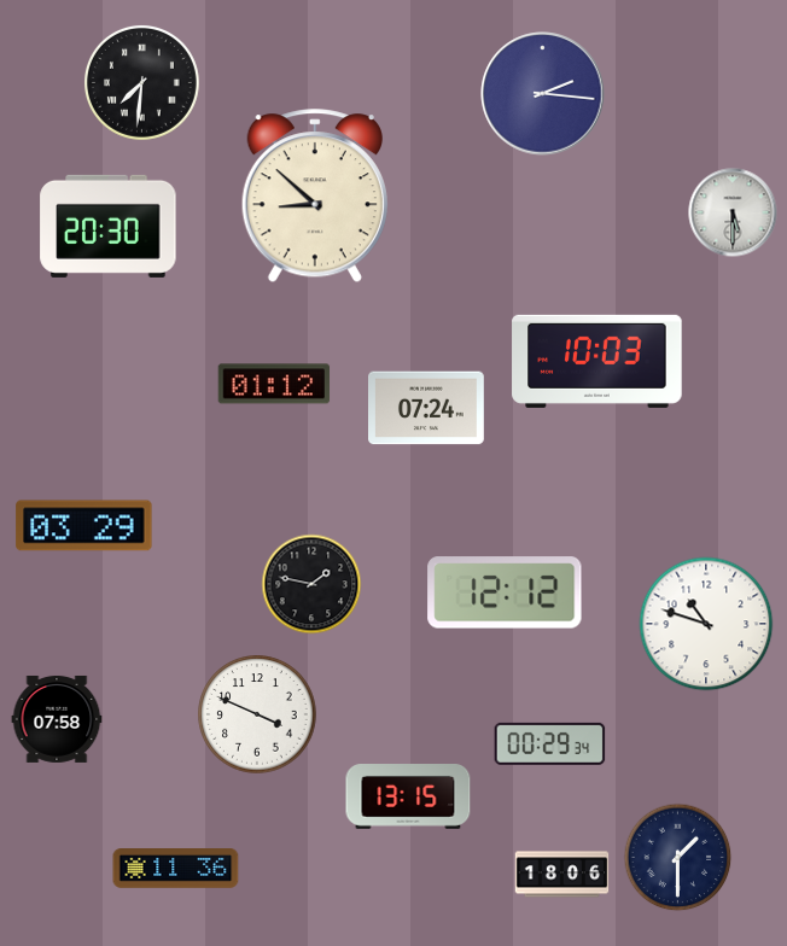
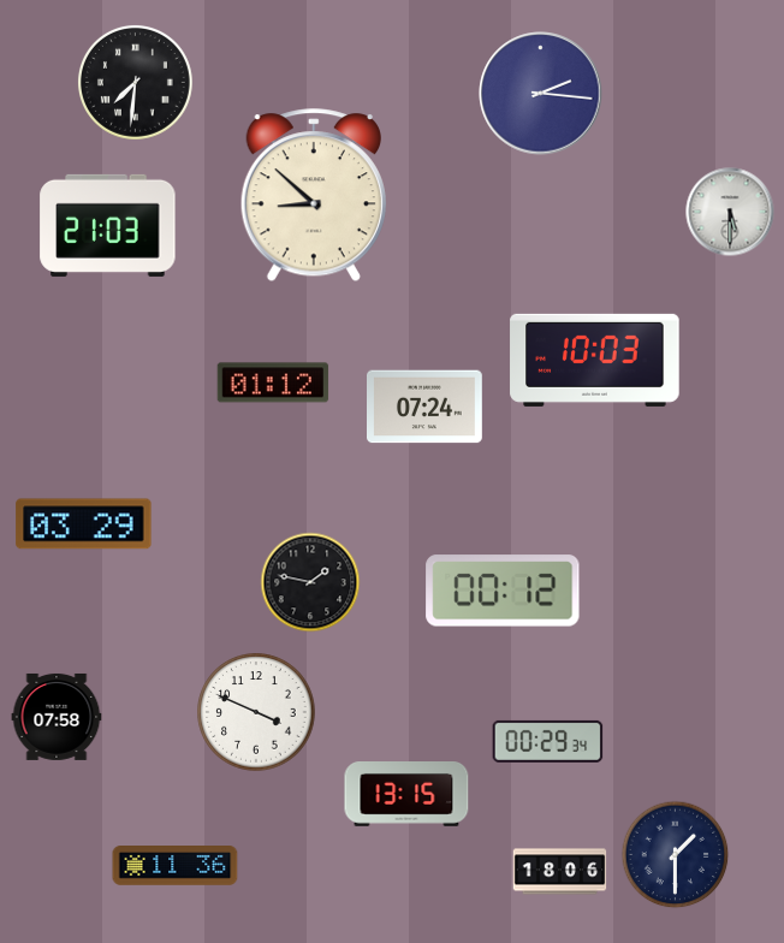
clock at (141, 82) position: (141, 82) -> (135, 82)
clock at (109, 226): 20:30 -> 21:03
clock at (505, 592): 12:12 -> 00:12
clock at (706, 624): 10:48 -> none
